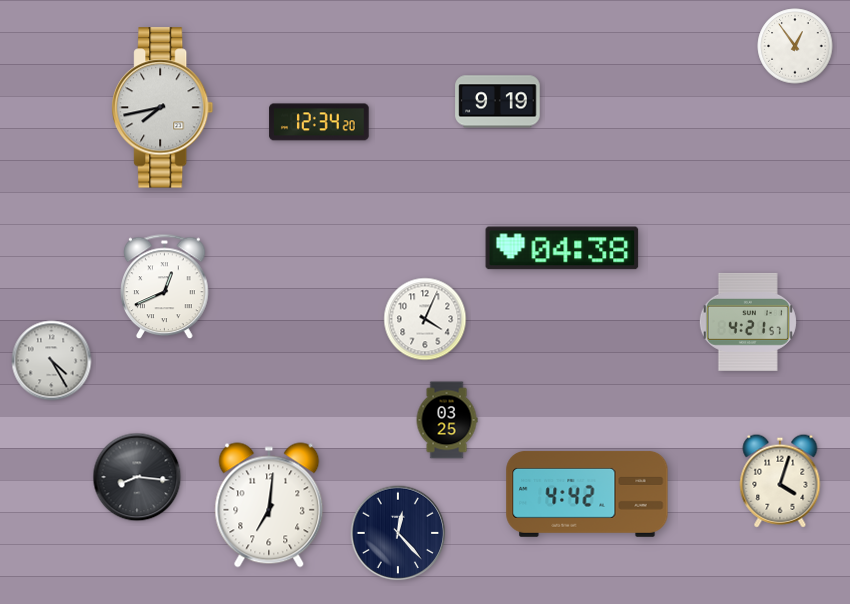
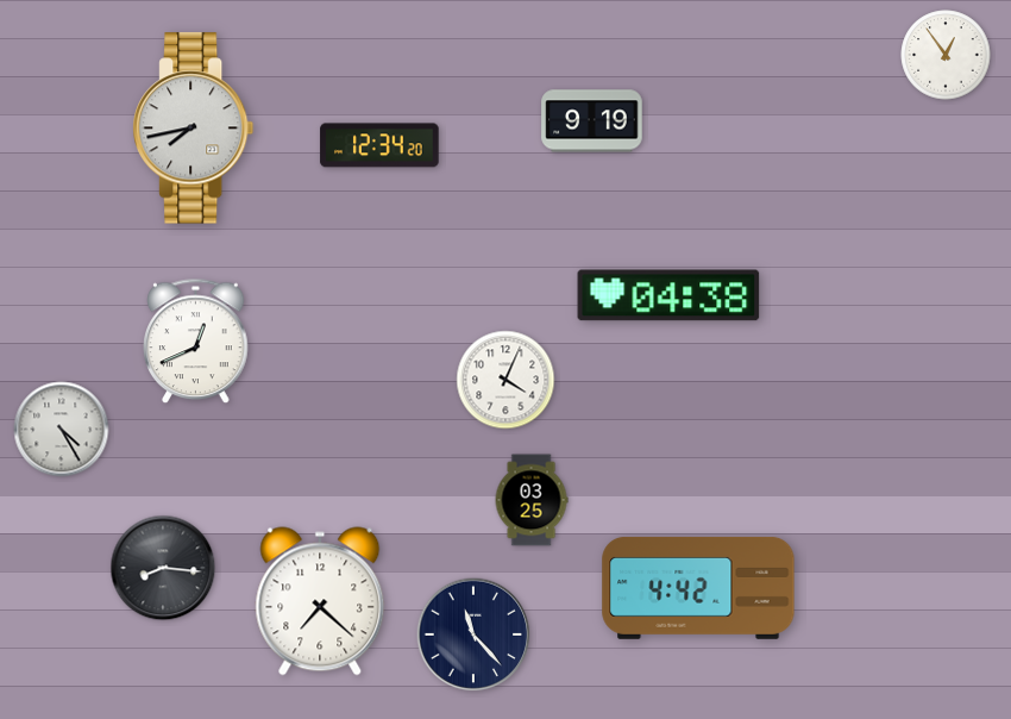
clock at (748, 322): 4:21 -> none
clock at (780, 481): 4:03 -> none
clock at (269, 505): 7:01 -> 7:22
clock at (398, 533): 12:23 -> 11:23
